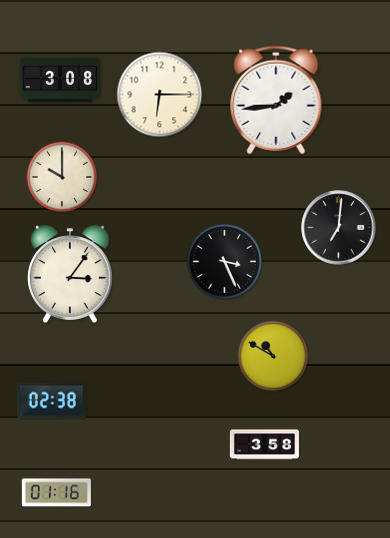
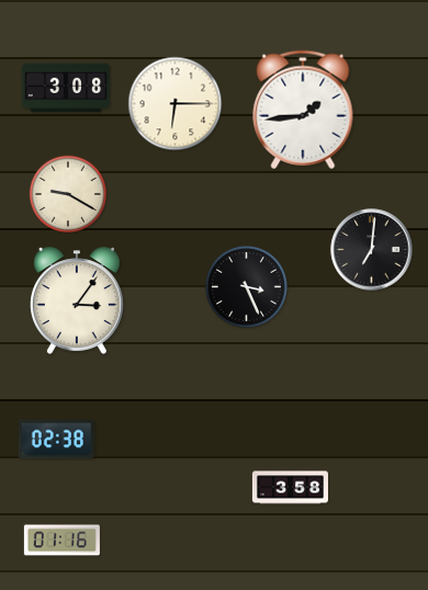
clock at (62, 177): 10:00 -> 9:20
clock at (273, 356): 10:50 -> none
